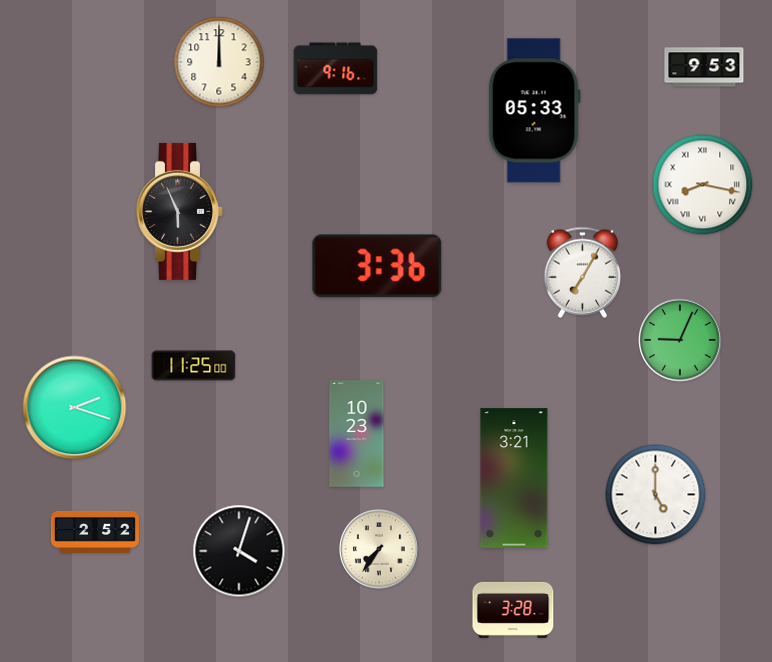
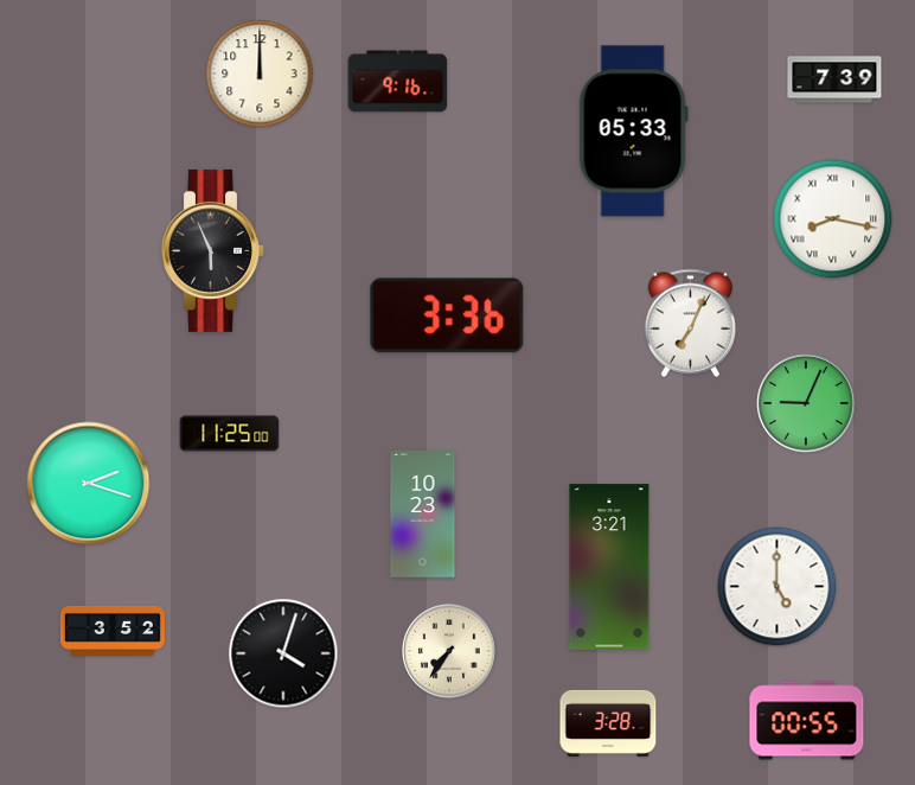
clock at (704, 67): 9:53 -> 7:39
clock at (583, 272): 7:05 -> 7:04
clock at (95, 532): 2:52 -> 3:52
clock at (807, 721): none -> 00:55
